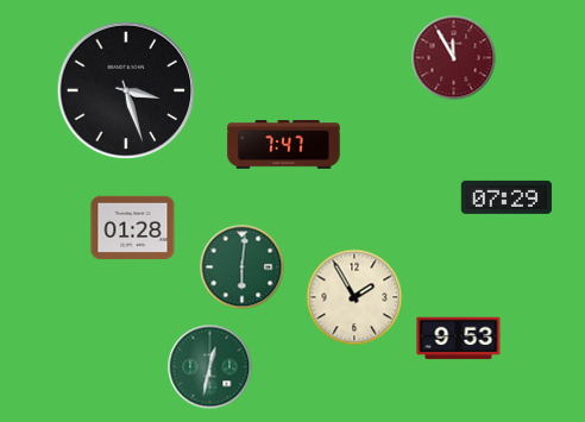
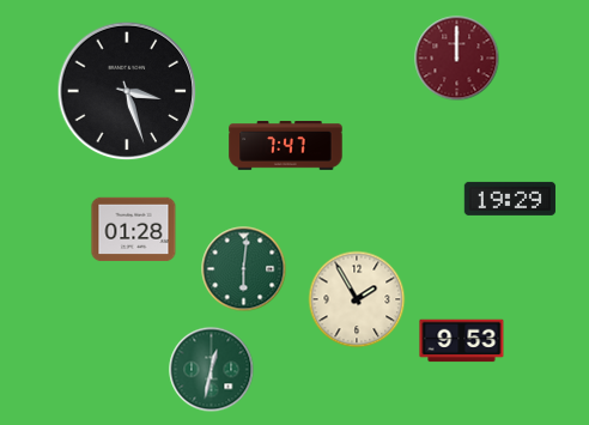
clock at (454, 58): 11:55 -> 12:00
clock at (507, 197): 07:29 -> 19:29
